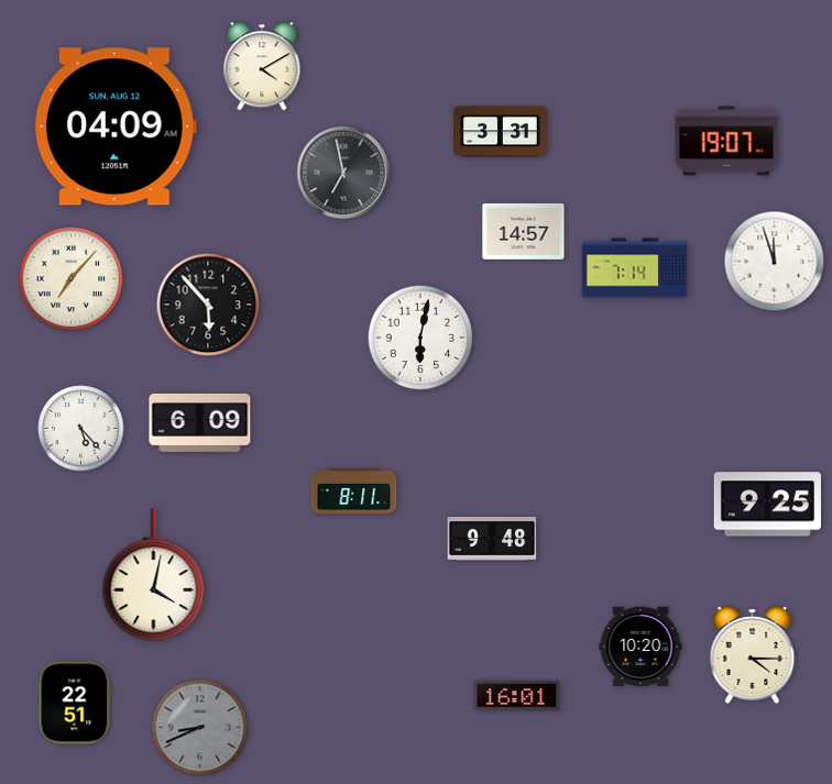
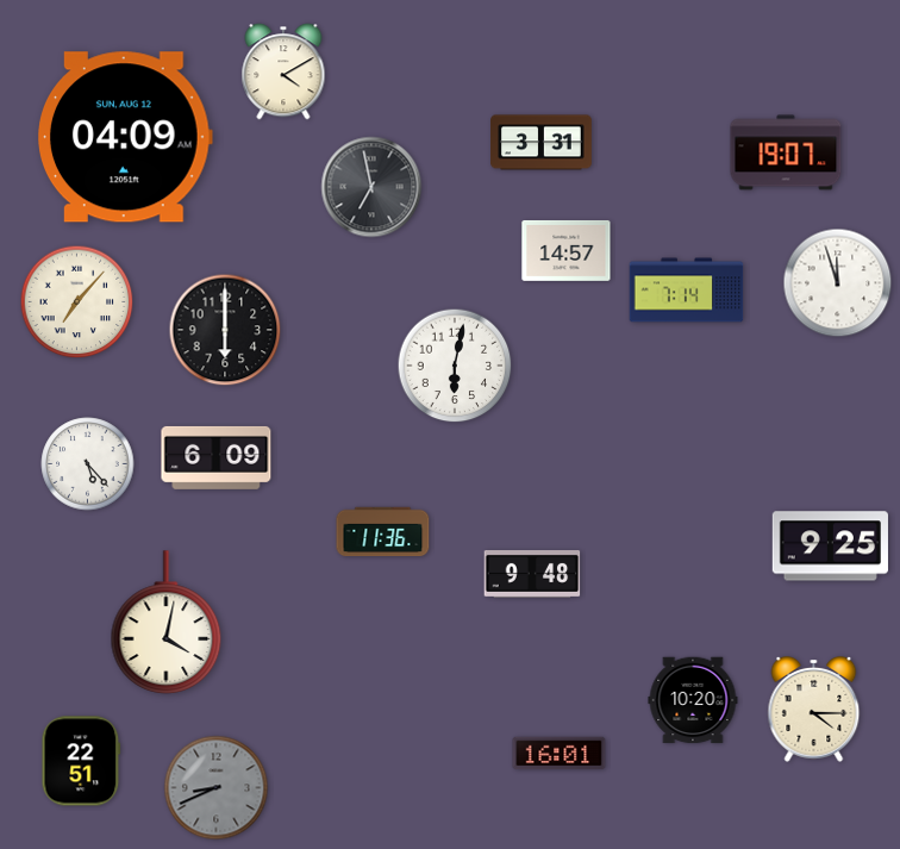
clock at (208, 305): 5:53 -> 6:00
clock at (354, 492): 8:11 -> 11:36
clock at (492, 540) position: (492, 540) -> (532, 575)
